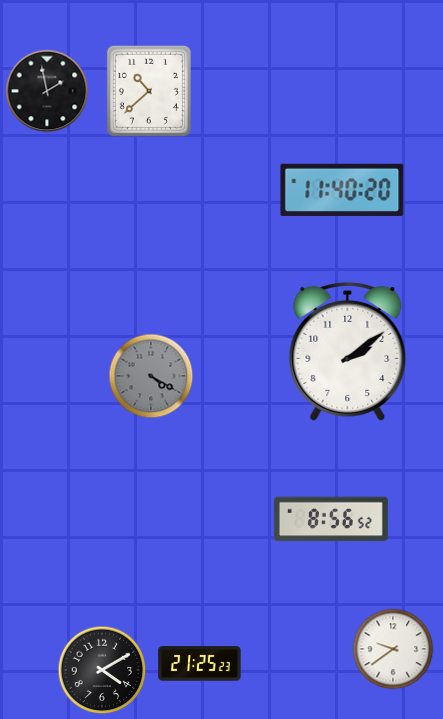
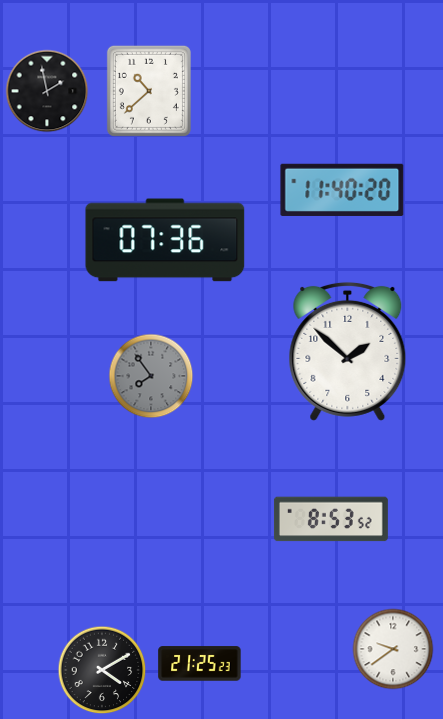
clock at (165, 240): none -> 07:36
clock at (348, 351): 2:09 -> 1:52
clock at (151, 376): 4:20 -> 7:54
clock at (331, 519): 8:56 -> 8:53
